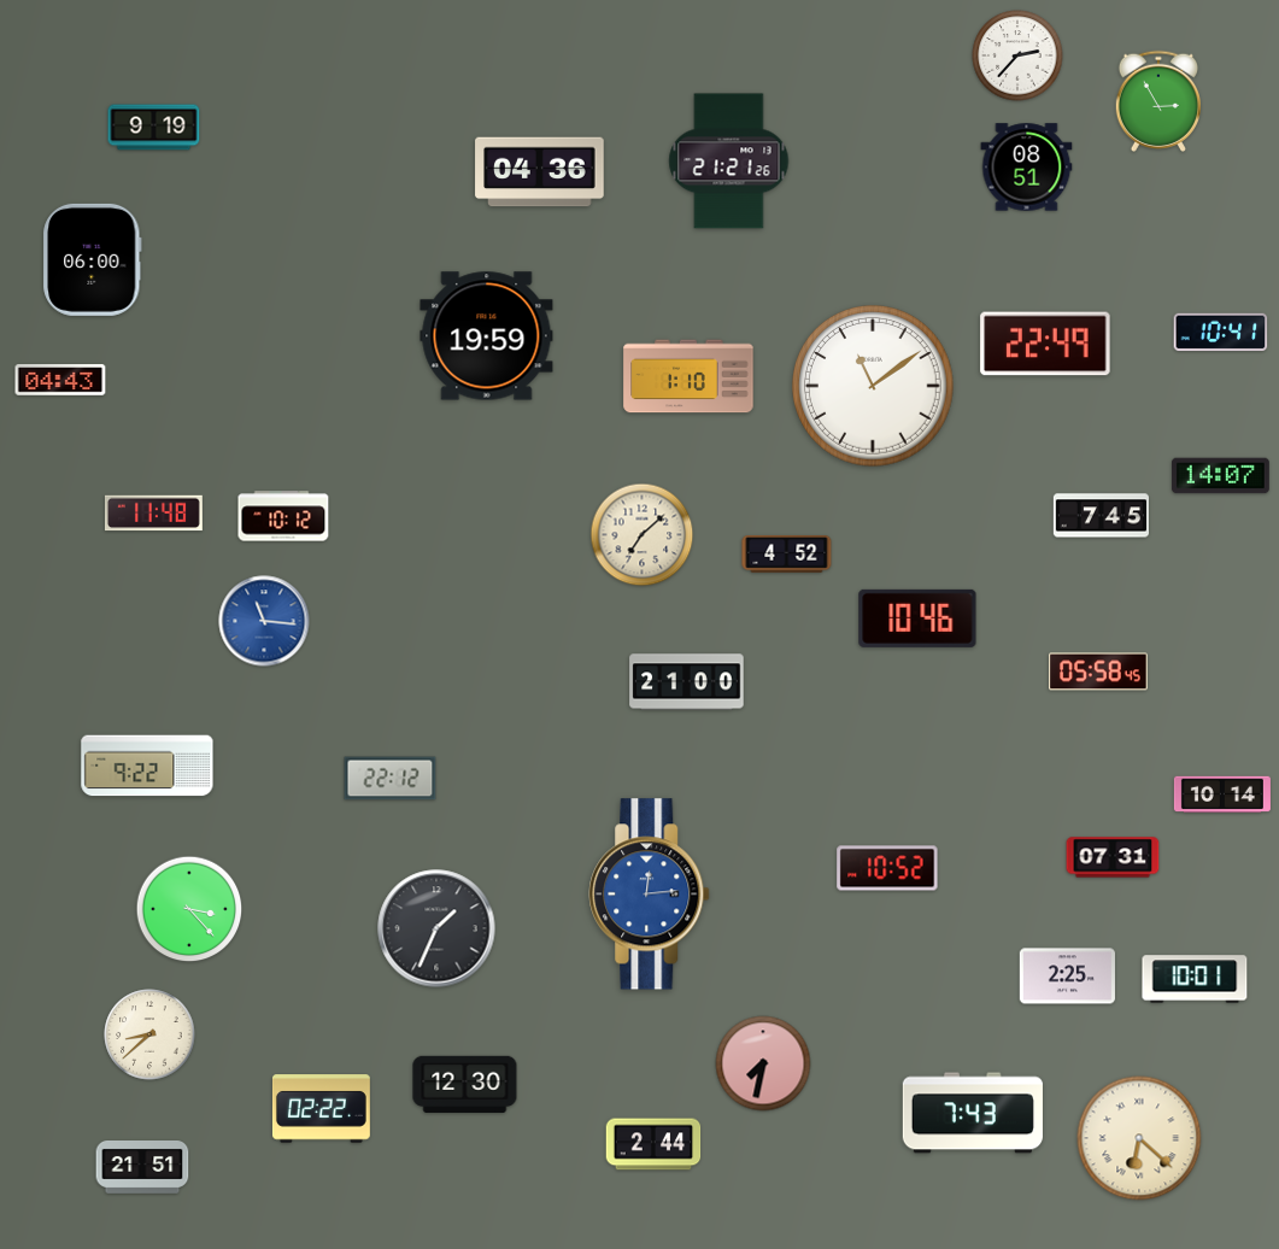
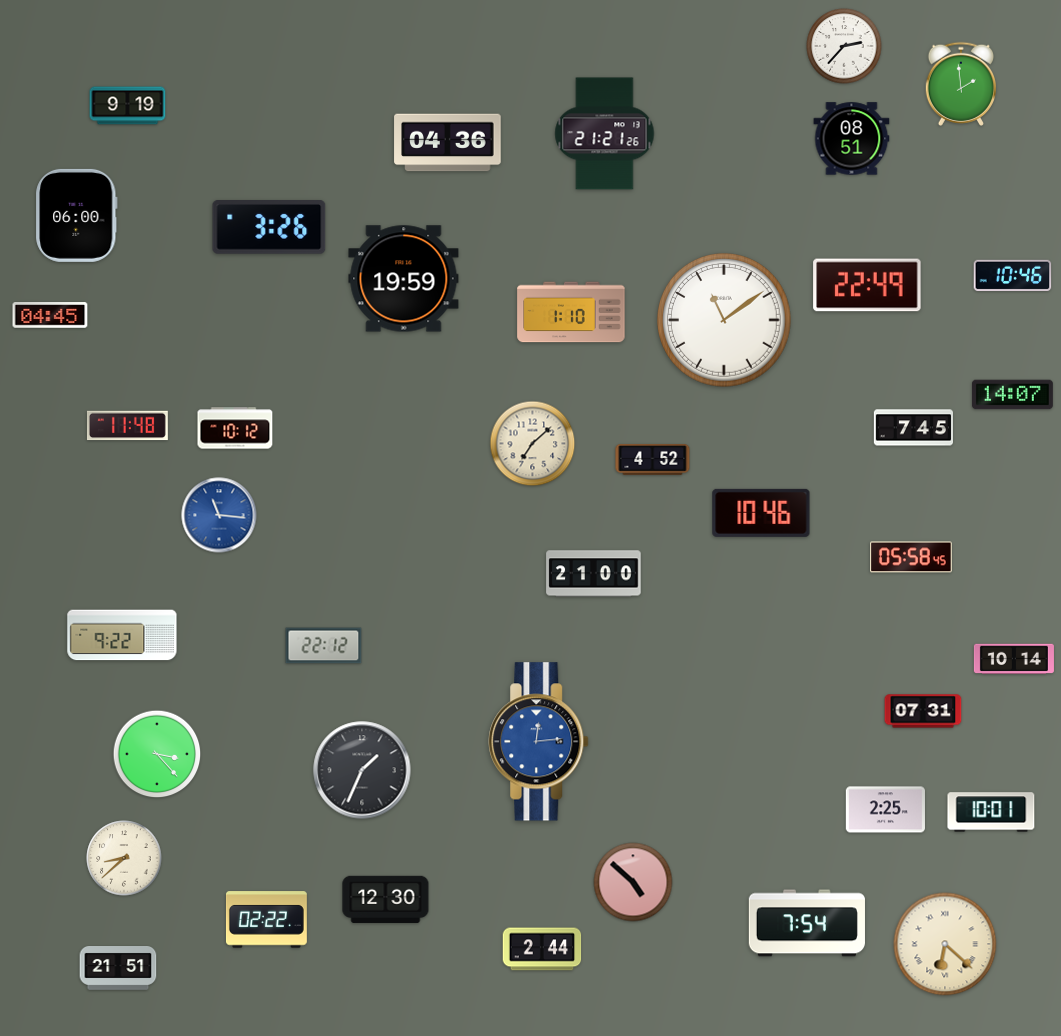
clock at (1157, 101): 2:55 -> 1:59
clock at (269, 228): none -> 3:26
clock at (1221, 333): 10:41 -> 10:46
clock at (60, 380): 04:43 -> 04:45
clock at (687, 682) position: (687, 682) -> (594, 574)
clock at (887, 868): 10:52 -> none
clock at (763, 1063): 7:32 -> 4:52
clock at (973, 1113): 7:43 -> 7:54
